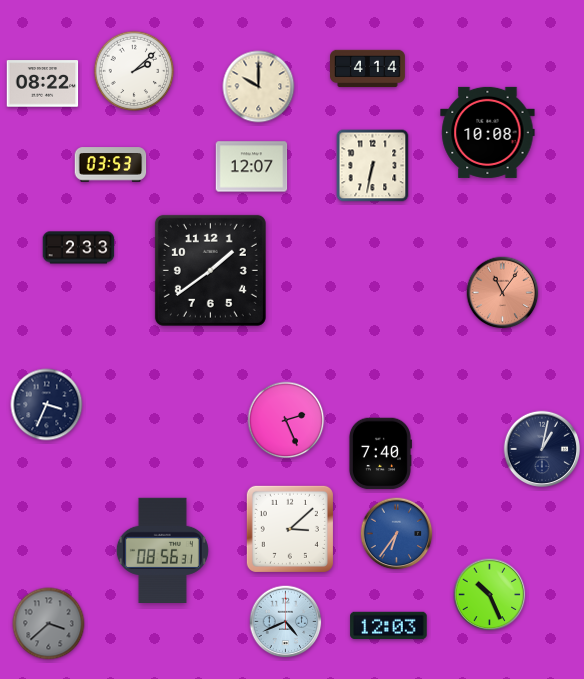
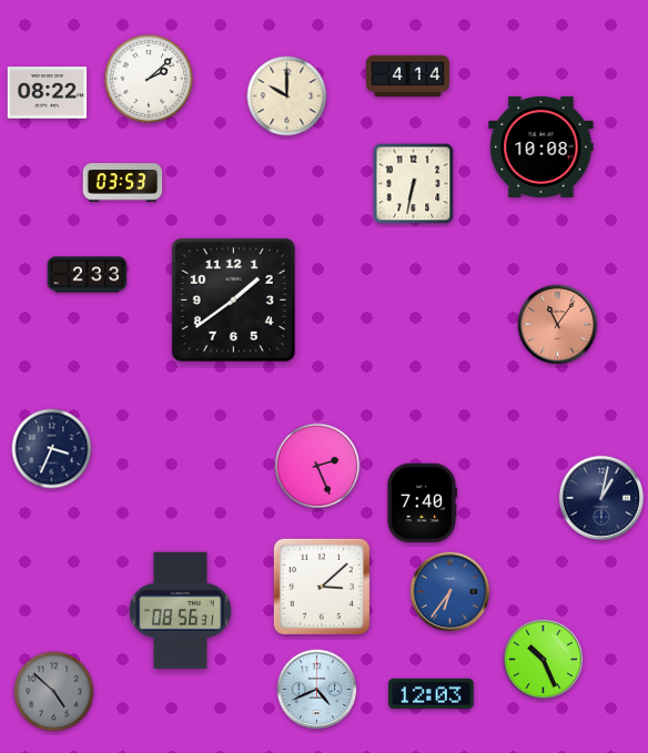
clock at (252, 167): 12:07 -> none
clock at (397, 534) position: (397, 534) -> (450, 592)
clock at (49, 624): 3:38 -> 4:52
